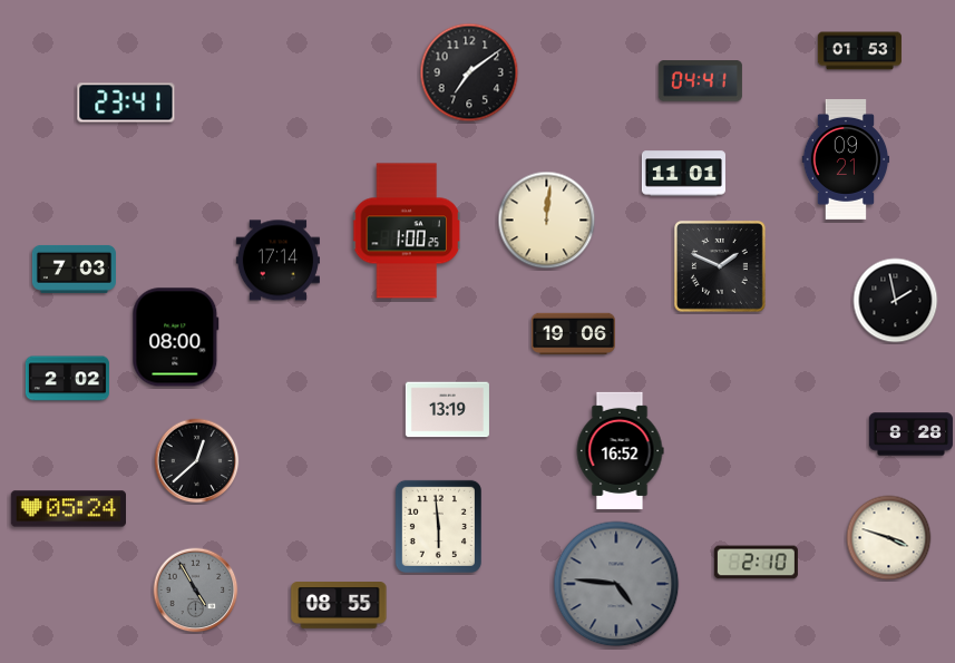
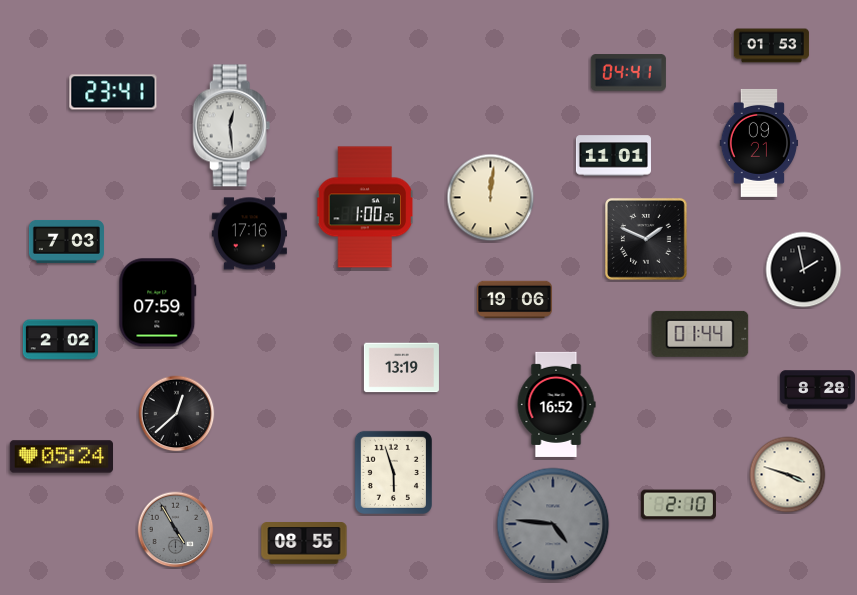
clock at (469, 72): 7:09 -> none
clock at (232, 126): none -> 12:29
clock at (277, 261): 17:14 -> 17:16
clock at (176, 338): 08:00 -> 07:59
clock at (700, 334): none -> 01:44
clock at (438, 526): 5:59 -> 5:57
clock at (889, 538) position: (889, 538) -> (788, 475)
